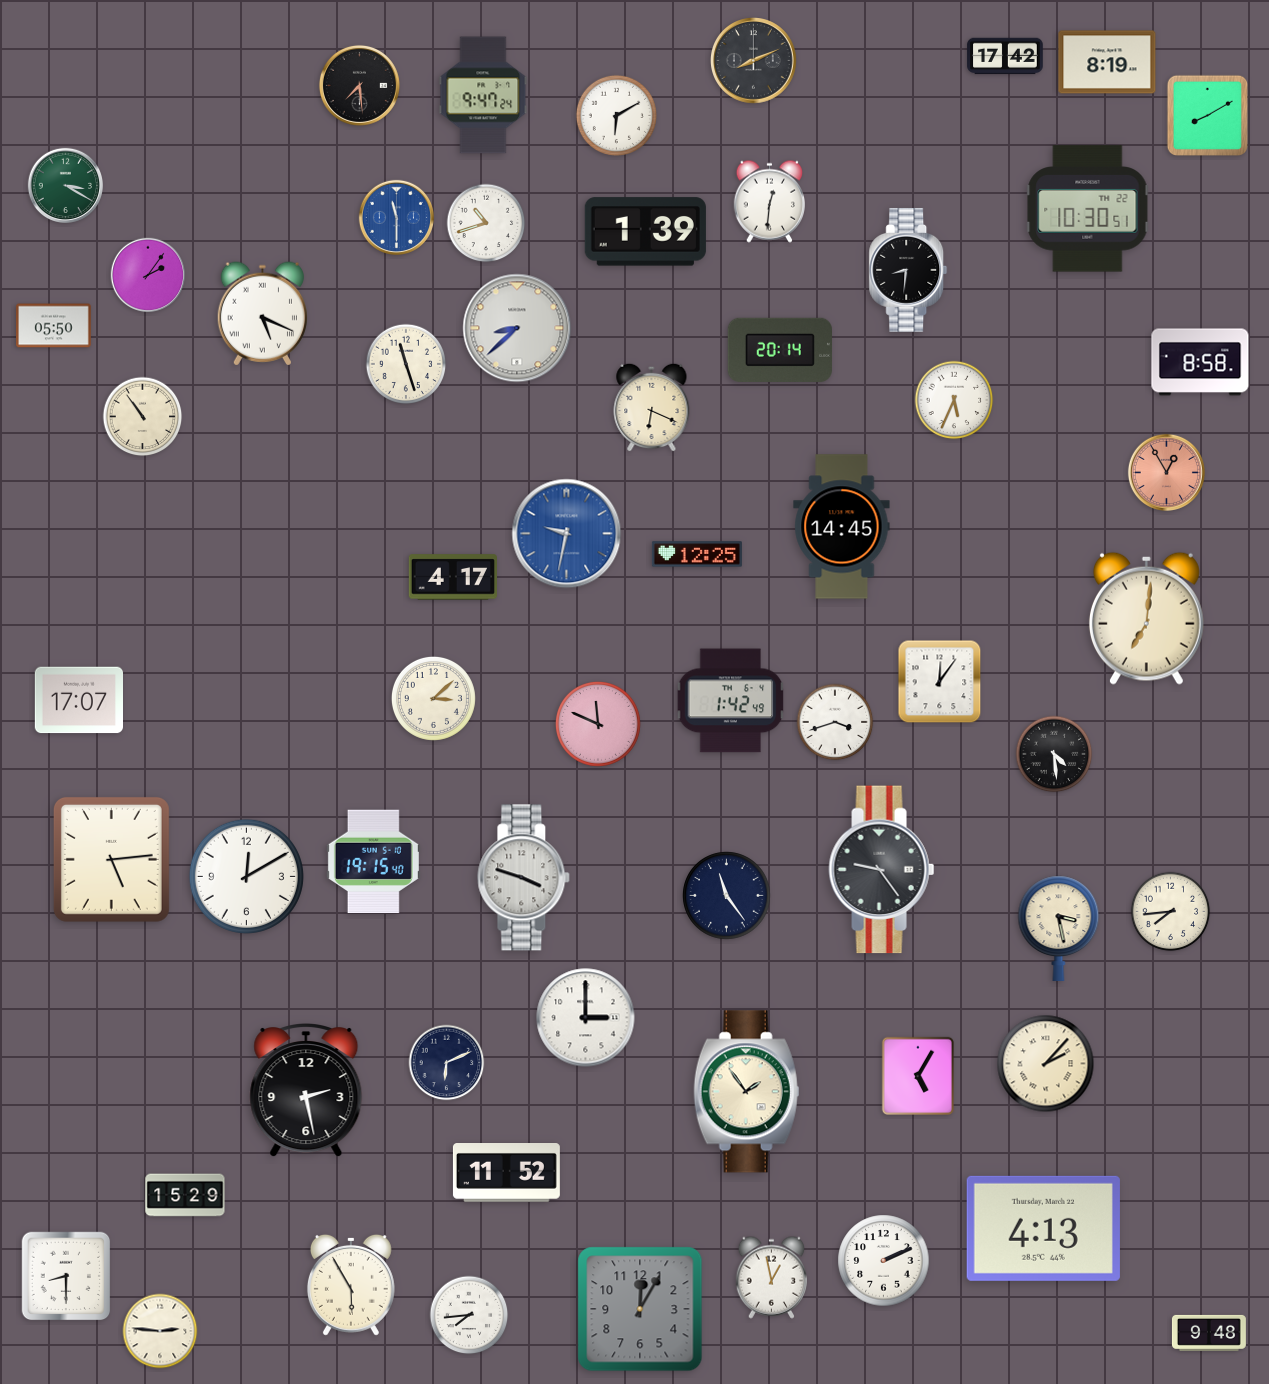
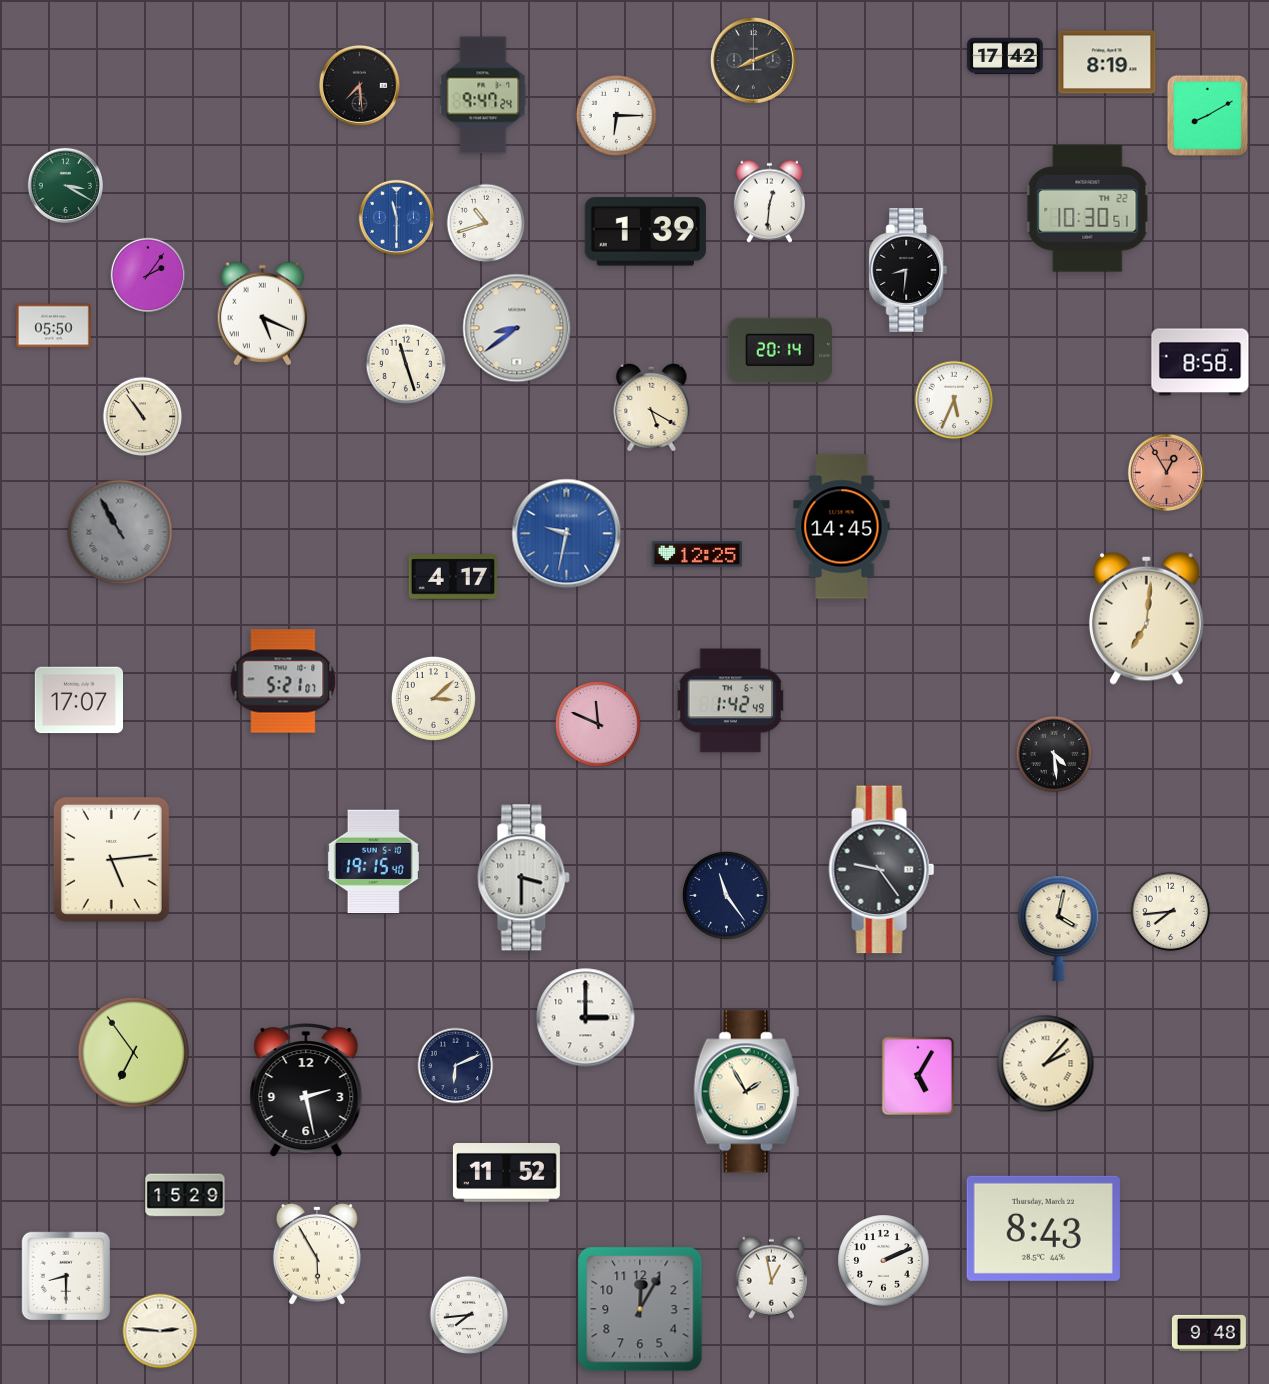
clock at (616, 115): 6:10 -> 6:15
clock at (517, 328): 8:38 -> 8:39
clock at (652, 407): 6:19 -> 5:20
clock at (120, 532): none -> 10:55
clock at (283, 681): none -> 5:21
clock at (940, 682): 12:06 -> none
clock at (835, 722): 3:42 -> none
clock at (246, 876): 12:10 -> none
clock at (524, 878): 3:48 -> 3:30
clock at (1059, 928): 3:28 -> 4:02
clock at (134, 1053): none -> 6:54
clock at (447, 1063) position: (447, 1063) -> (456, 1066)
clock at (747, 1092): 1:54 -> 1:55
clock at (1043, 1228): 4:13 -> 8:43
clock at (351, 1285) position: (351, 1285) -> (317, 1254)
